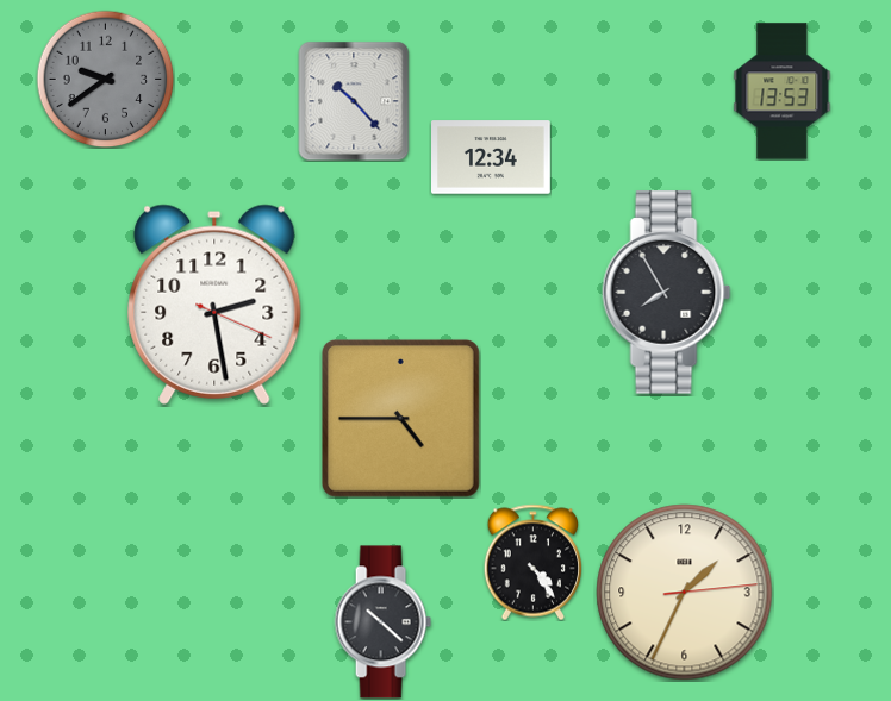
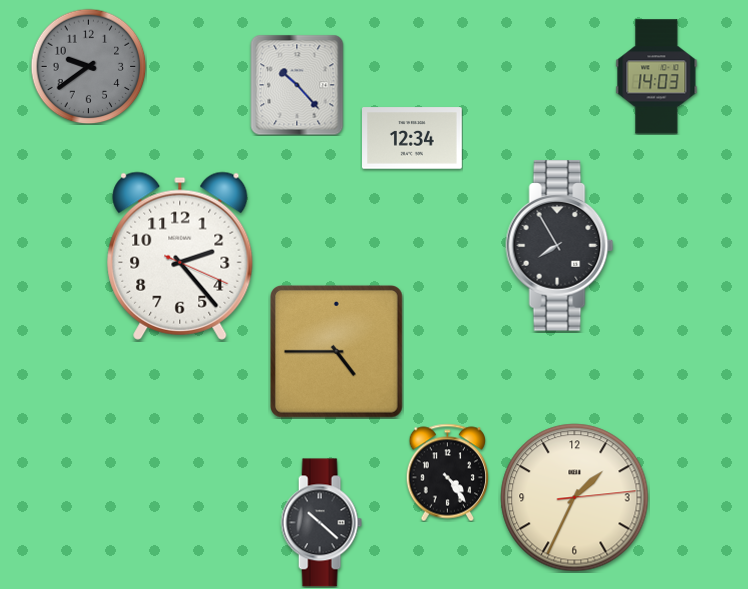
clock at (783, 92): 13:53 -> 14:03
clock at (492, 157) position: (492, 157) -> (413, 138)
clock at (214, 305): 2:28 -> 2:23
